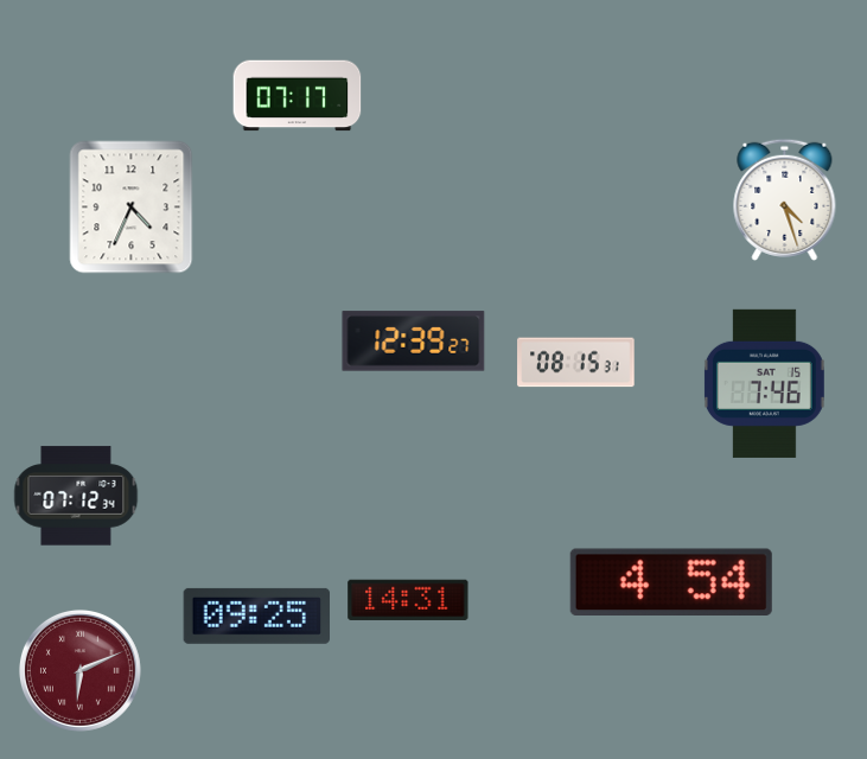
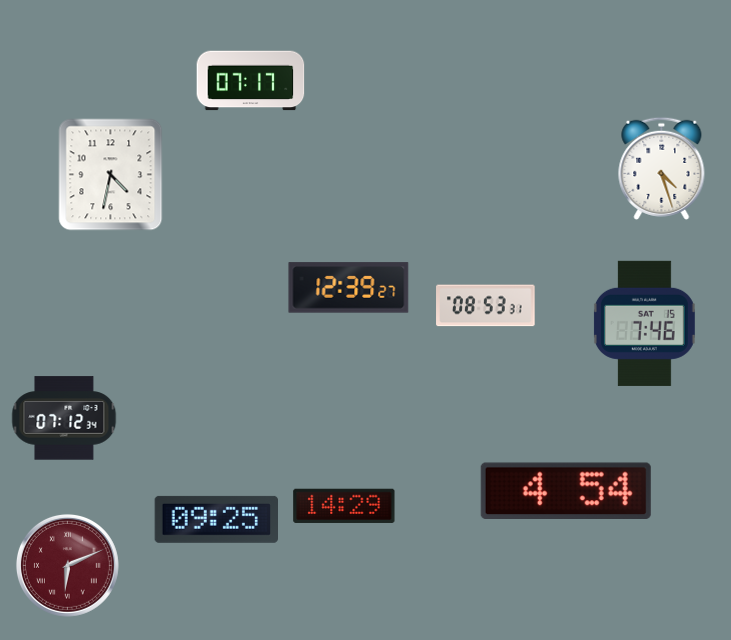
clock at (132, 208): 4:34 -> 4:32
clock at (576, 363): 08:15 -> 08:53
clock at (408, 599): 14:31 -> 14:29
